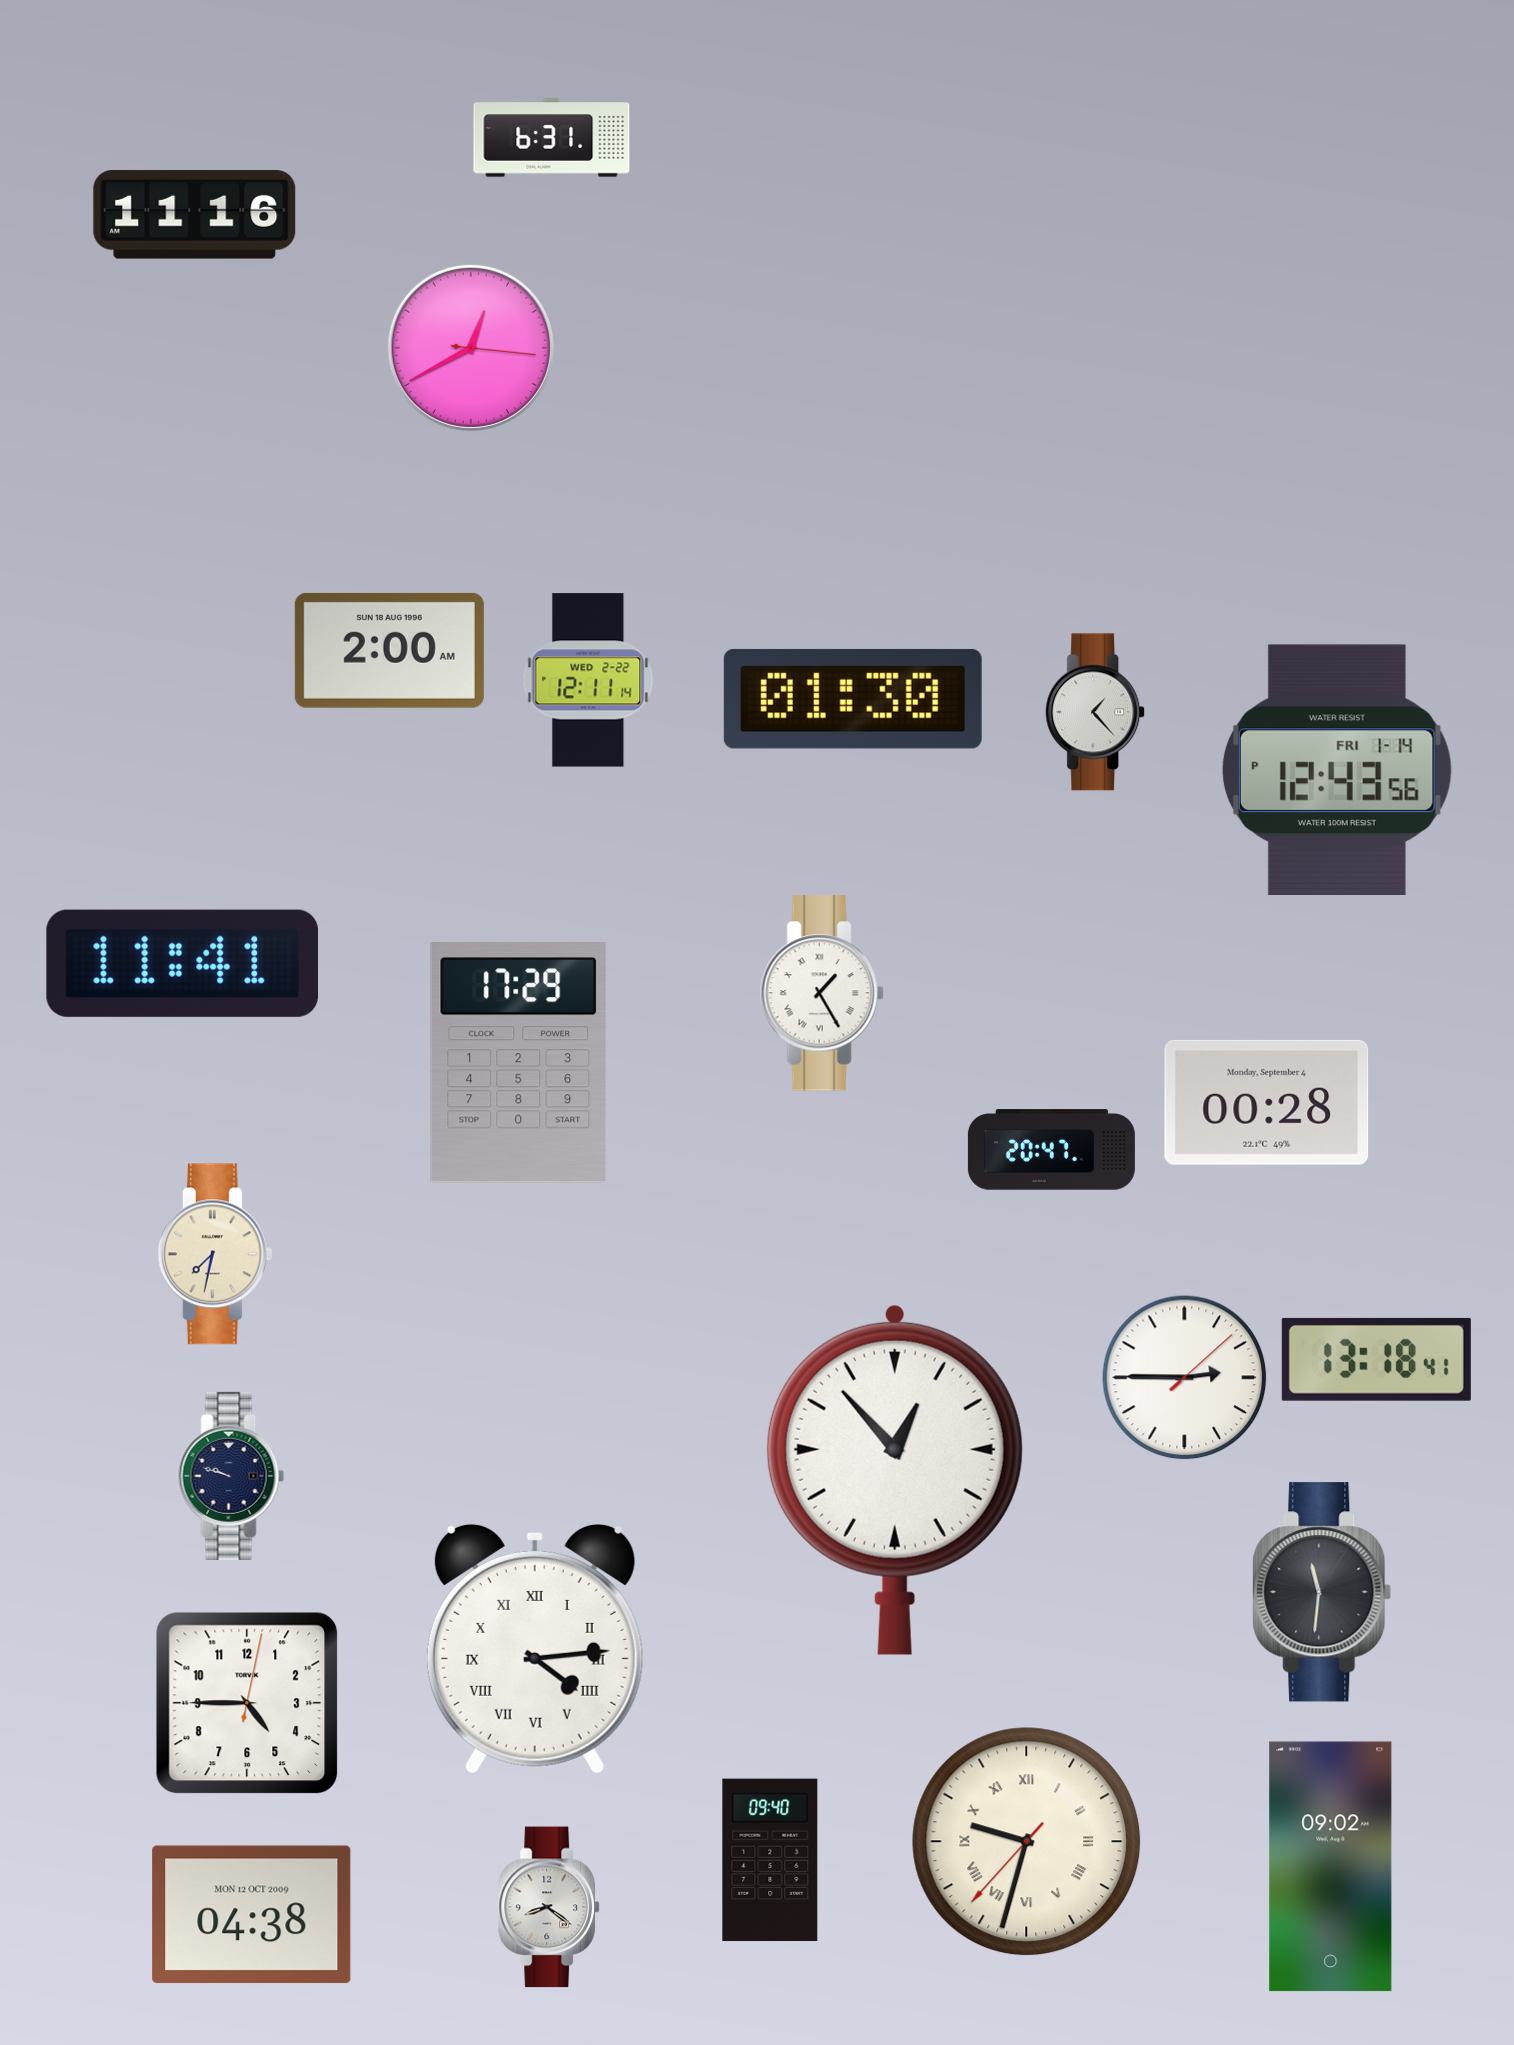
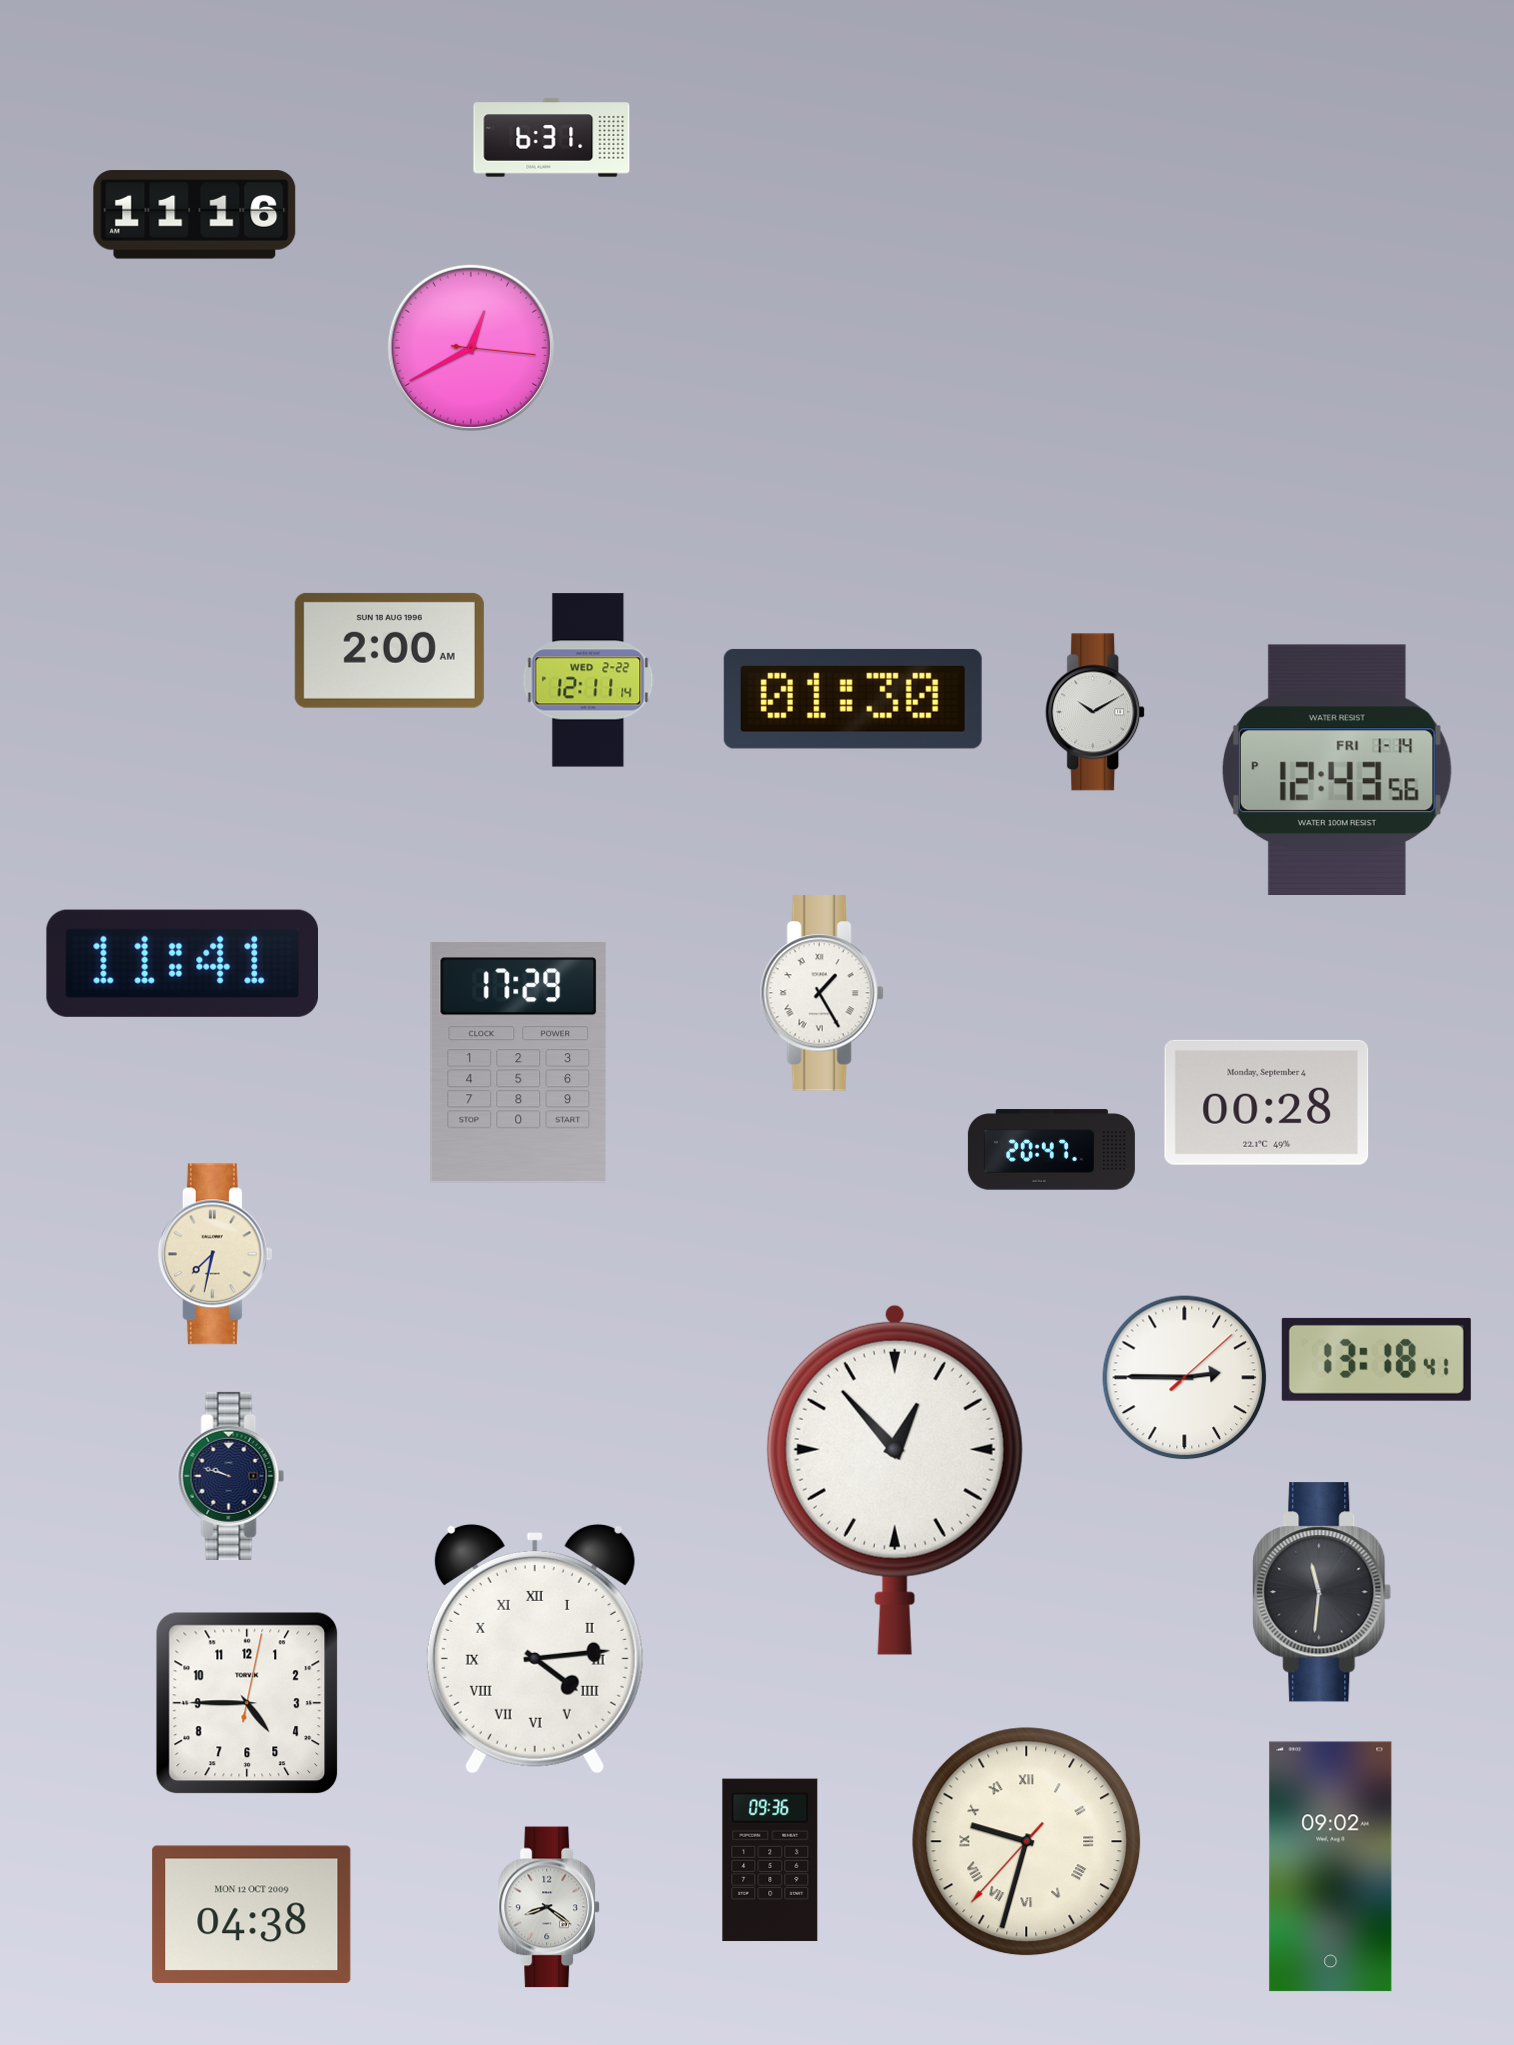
clock at (1096, 712): 1:23 -> 10:10
clock at (770, 1860): 09:40 -> 09:36
